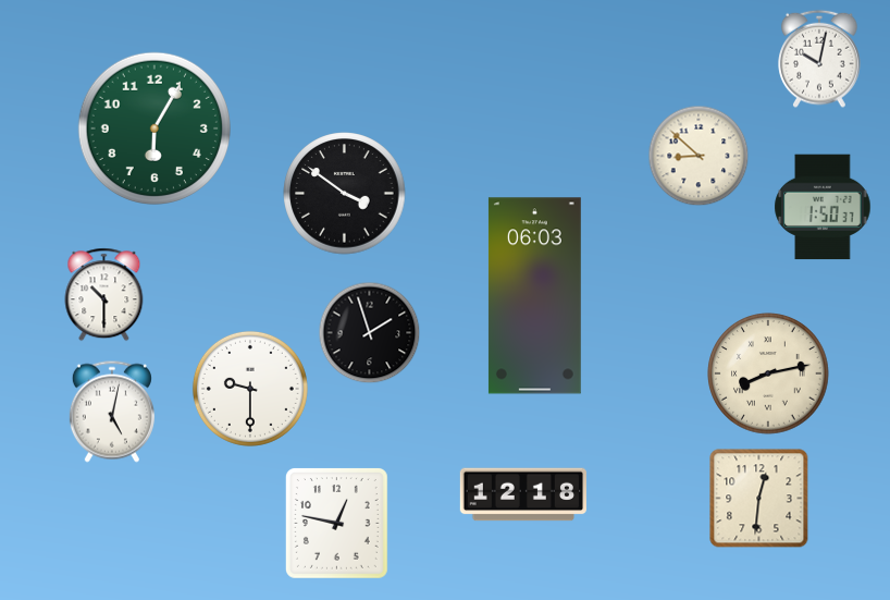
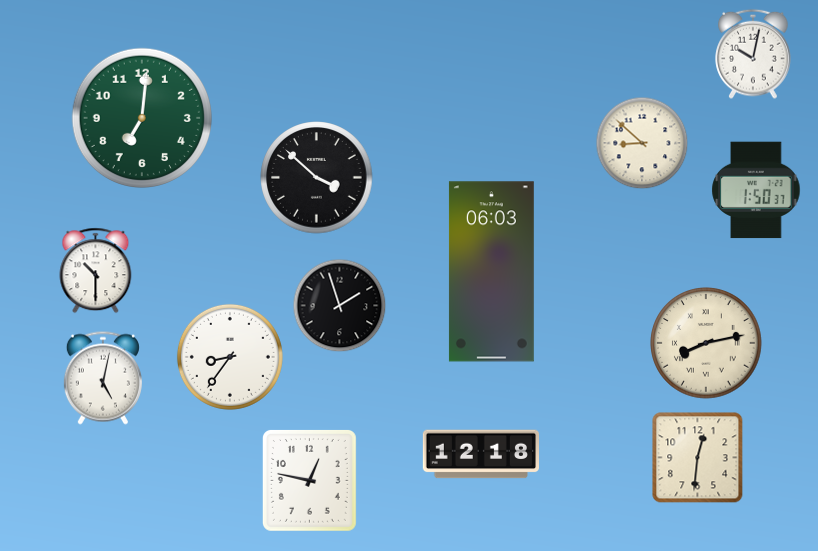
clock at (153, 127): 6:05 -> 7:01
clock at (345, 194): 3:51 -> 3:52
clock at (250, 389): 9:30 -> 8:36
